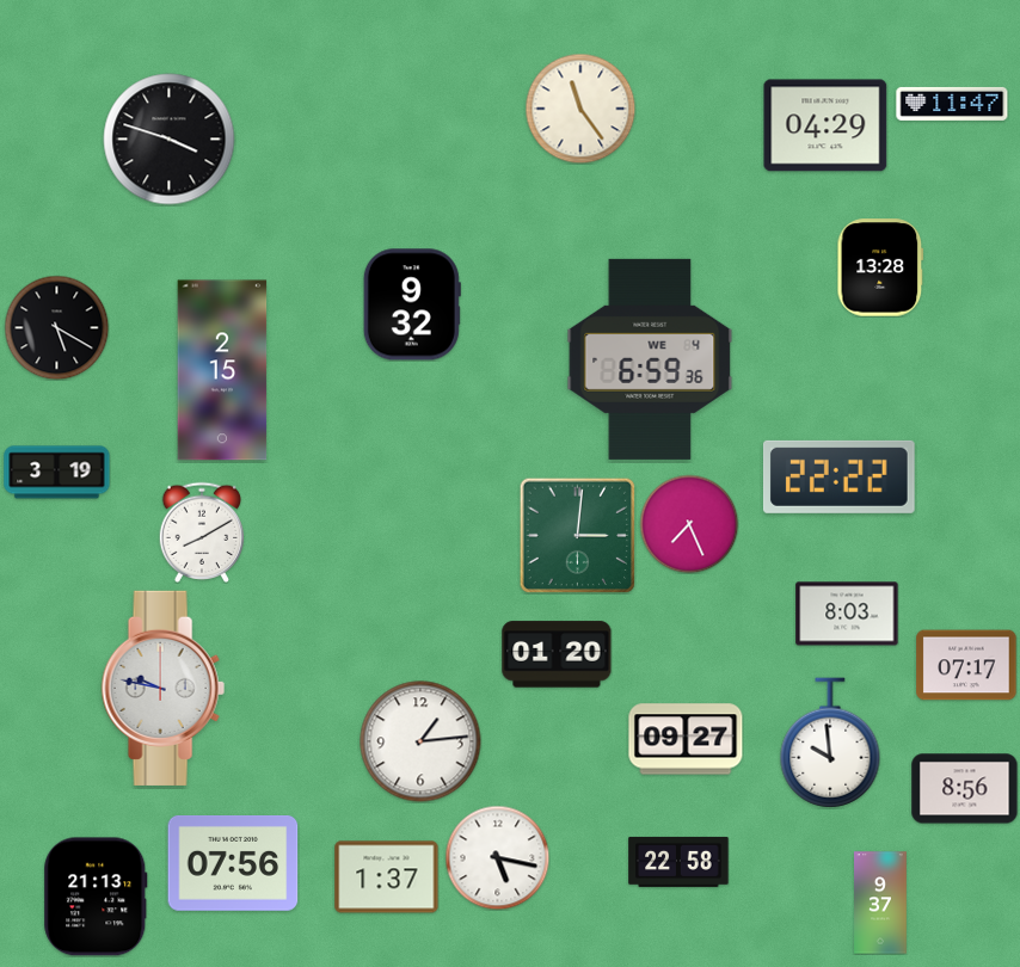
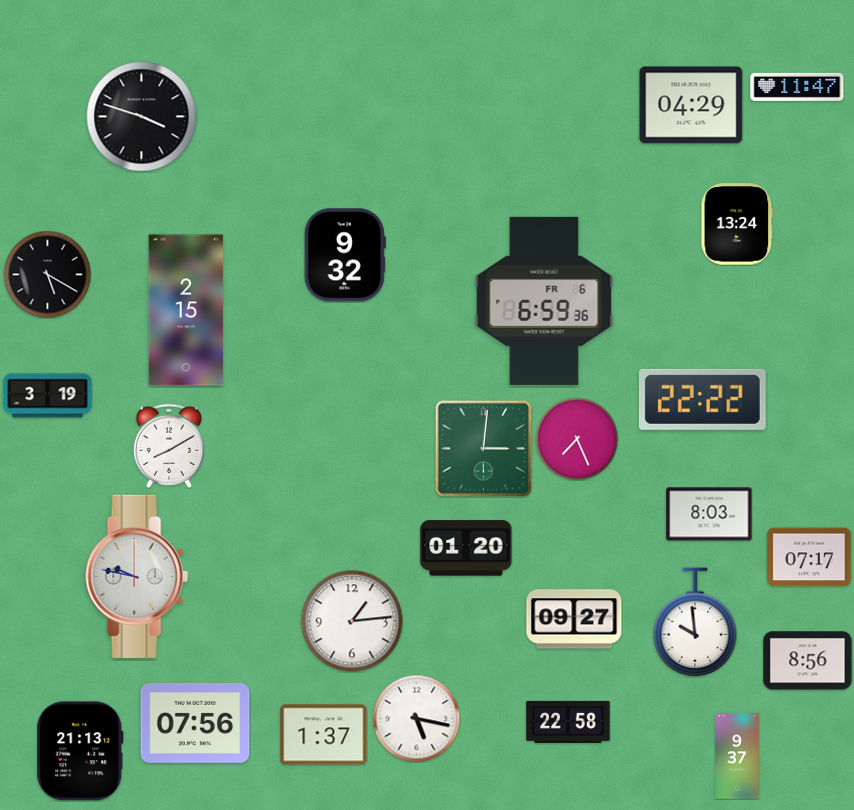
clock at (580, 109): 11:24 -> none
clock at (880, 267): 13:28 -> 13:24
clock at (650, 359) date: WE 4 -> FR 6
